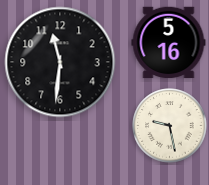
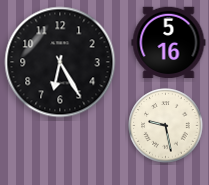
clock at (60, 62): 11:31 -> 6:25
clock at (170, 126) position: (170, 126) -> (166, 126)
